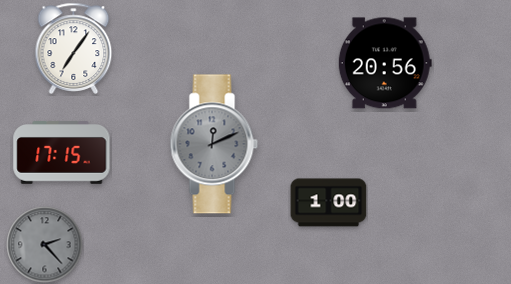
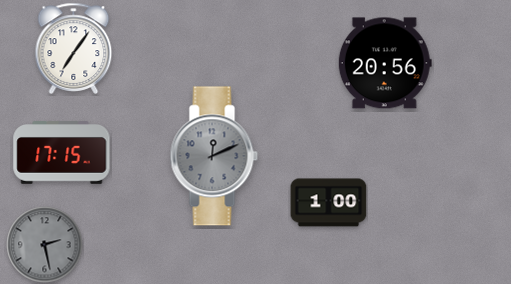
clock at (214, 144) position: (214, 144) -> (214, 156)
clock at (45, 245): 2:23 -> 2:28
